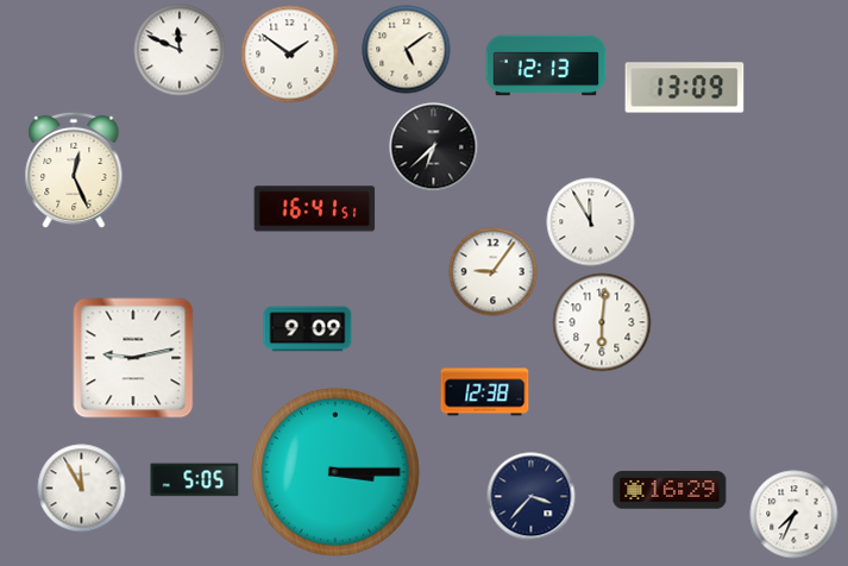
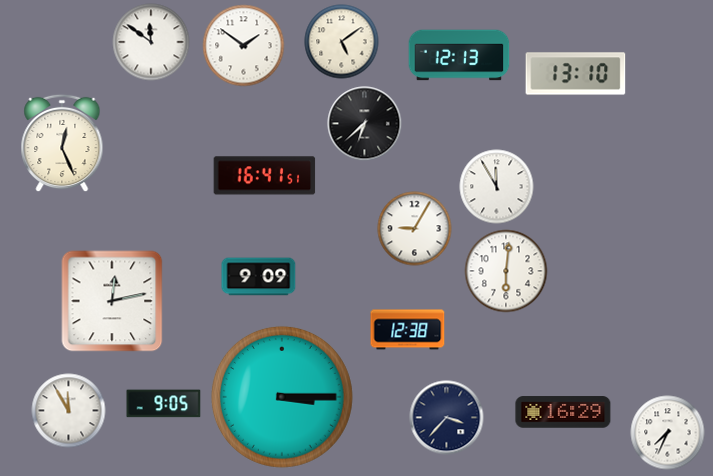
clock at (180, 50): 11:49 -> 11:51
clock at (685, 88): 13:09 -> 13:10
clock at (494, 272): 9:06 -> 9:05
clock at (133, 358): 9:13 -> 12:13
clock at (195, 480): 5:05 -> 9:05
